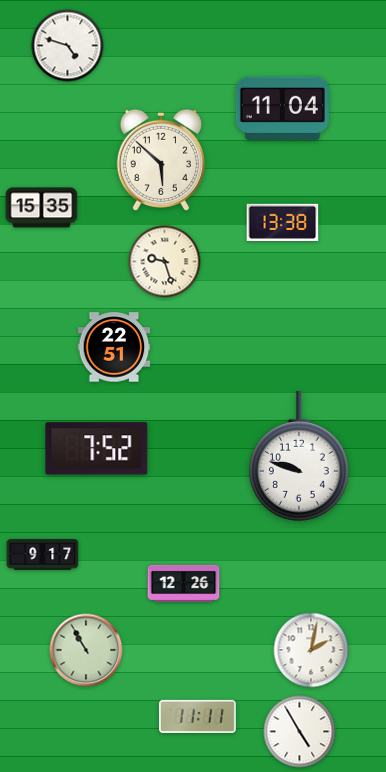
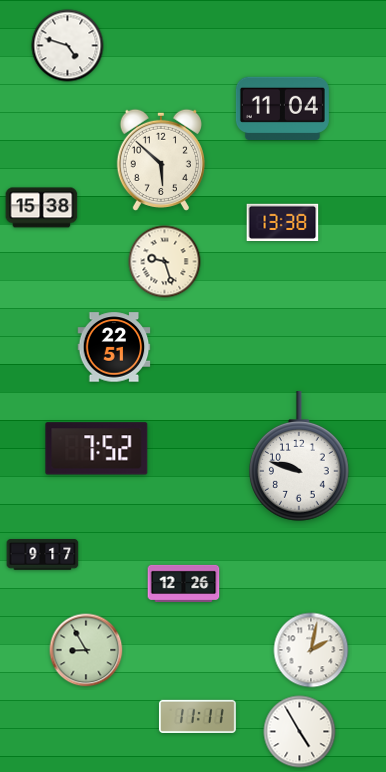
clock at (42, 208): 15:35 -> 15:38
clock at (86, 650): 10:55 -> 8:55
